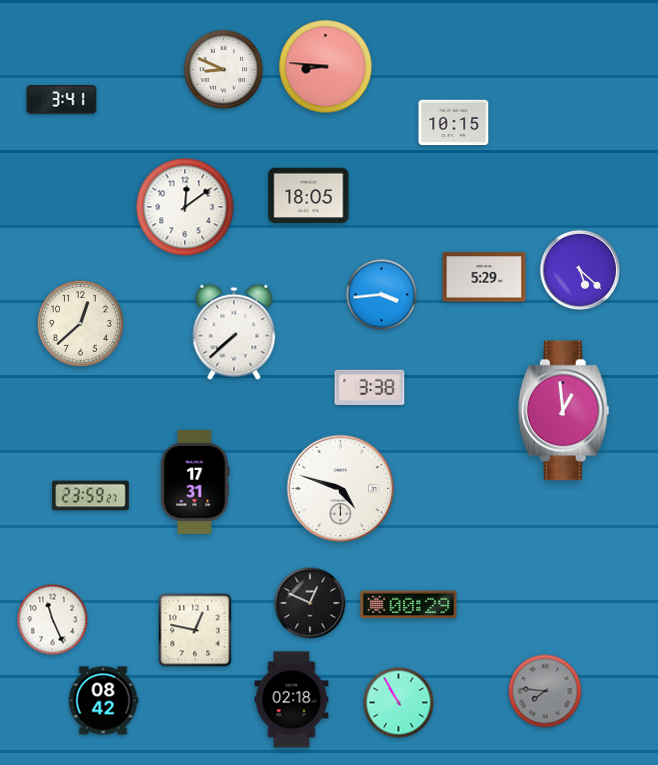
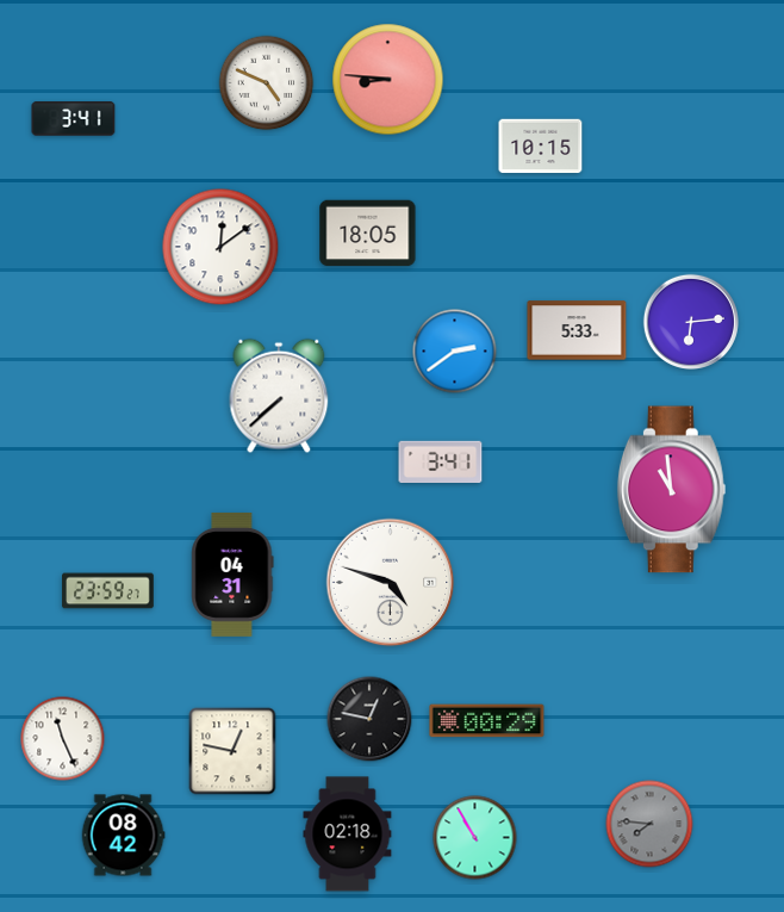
clock at (224, 70): 8:49 -> 4:49
clock at (579, 269): 5:22 -> 6:14
clock at (484, 277): 5:29 -> 5:33
clock at (382, 295): 3:44 -> 2:39
clock at (81, 324): 12:38 -> none
clock at (370, 387): 3:38 -> 3:41
clock at (563, 411): 12:59 -> 10:59
clock at (195, 482): 17:31 -> 04:31
clock at (341, 489) position: (341, 489) -> (391, 583)
clock at (310, 603): 12:49 -> 12:47
